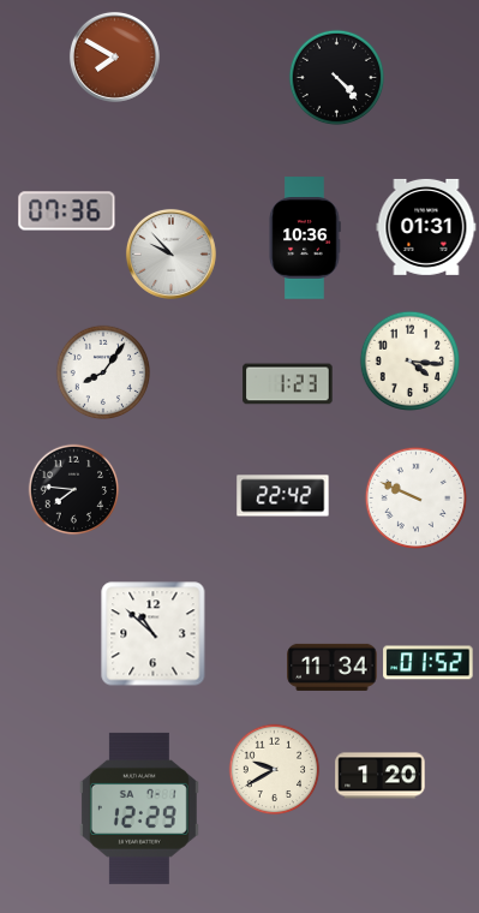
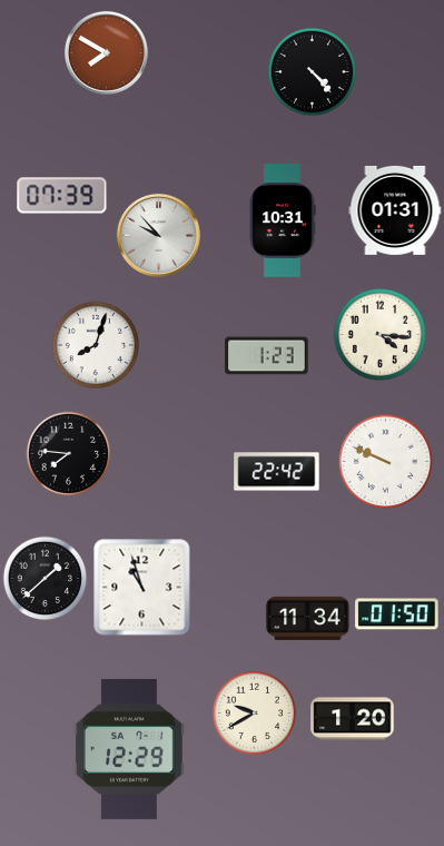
clock at (67, 211): 07:36 -> 07:39
clock at (305, 238): 10:36 -> 10:31
clock at (103, 372): 8:06 -> 8:03
clock at (283, 496) position: (283, 496) -> (277, 472)
clock at (46, 579): none -> 1:38
clock at (154, 634): 10:52 -> 10:57
clock at (429, 663): 01:52 -> 01:50
